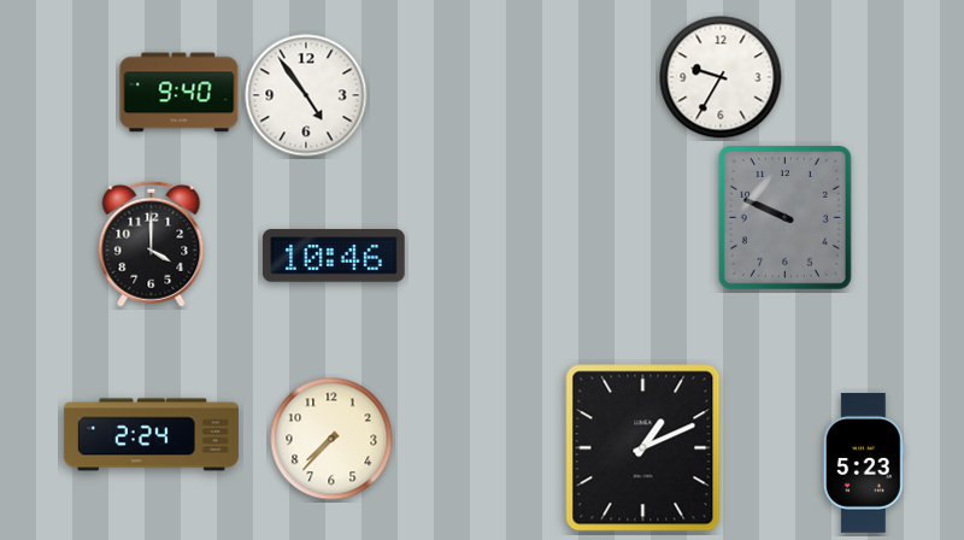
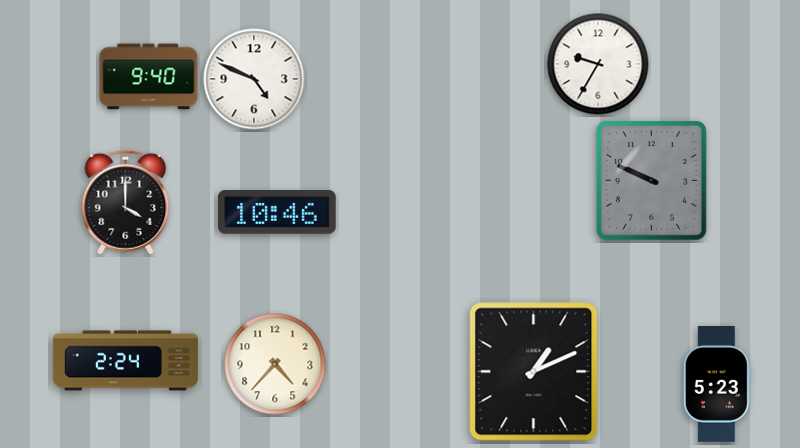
clock at (306, 95): 4:54 -> 4:49
clock at (331, 439): 7:37 -> 4:37
